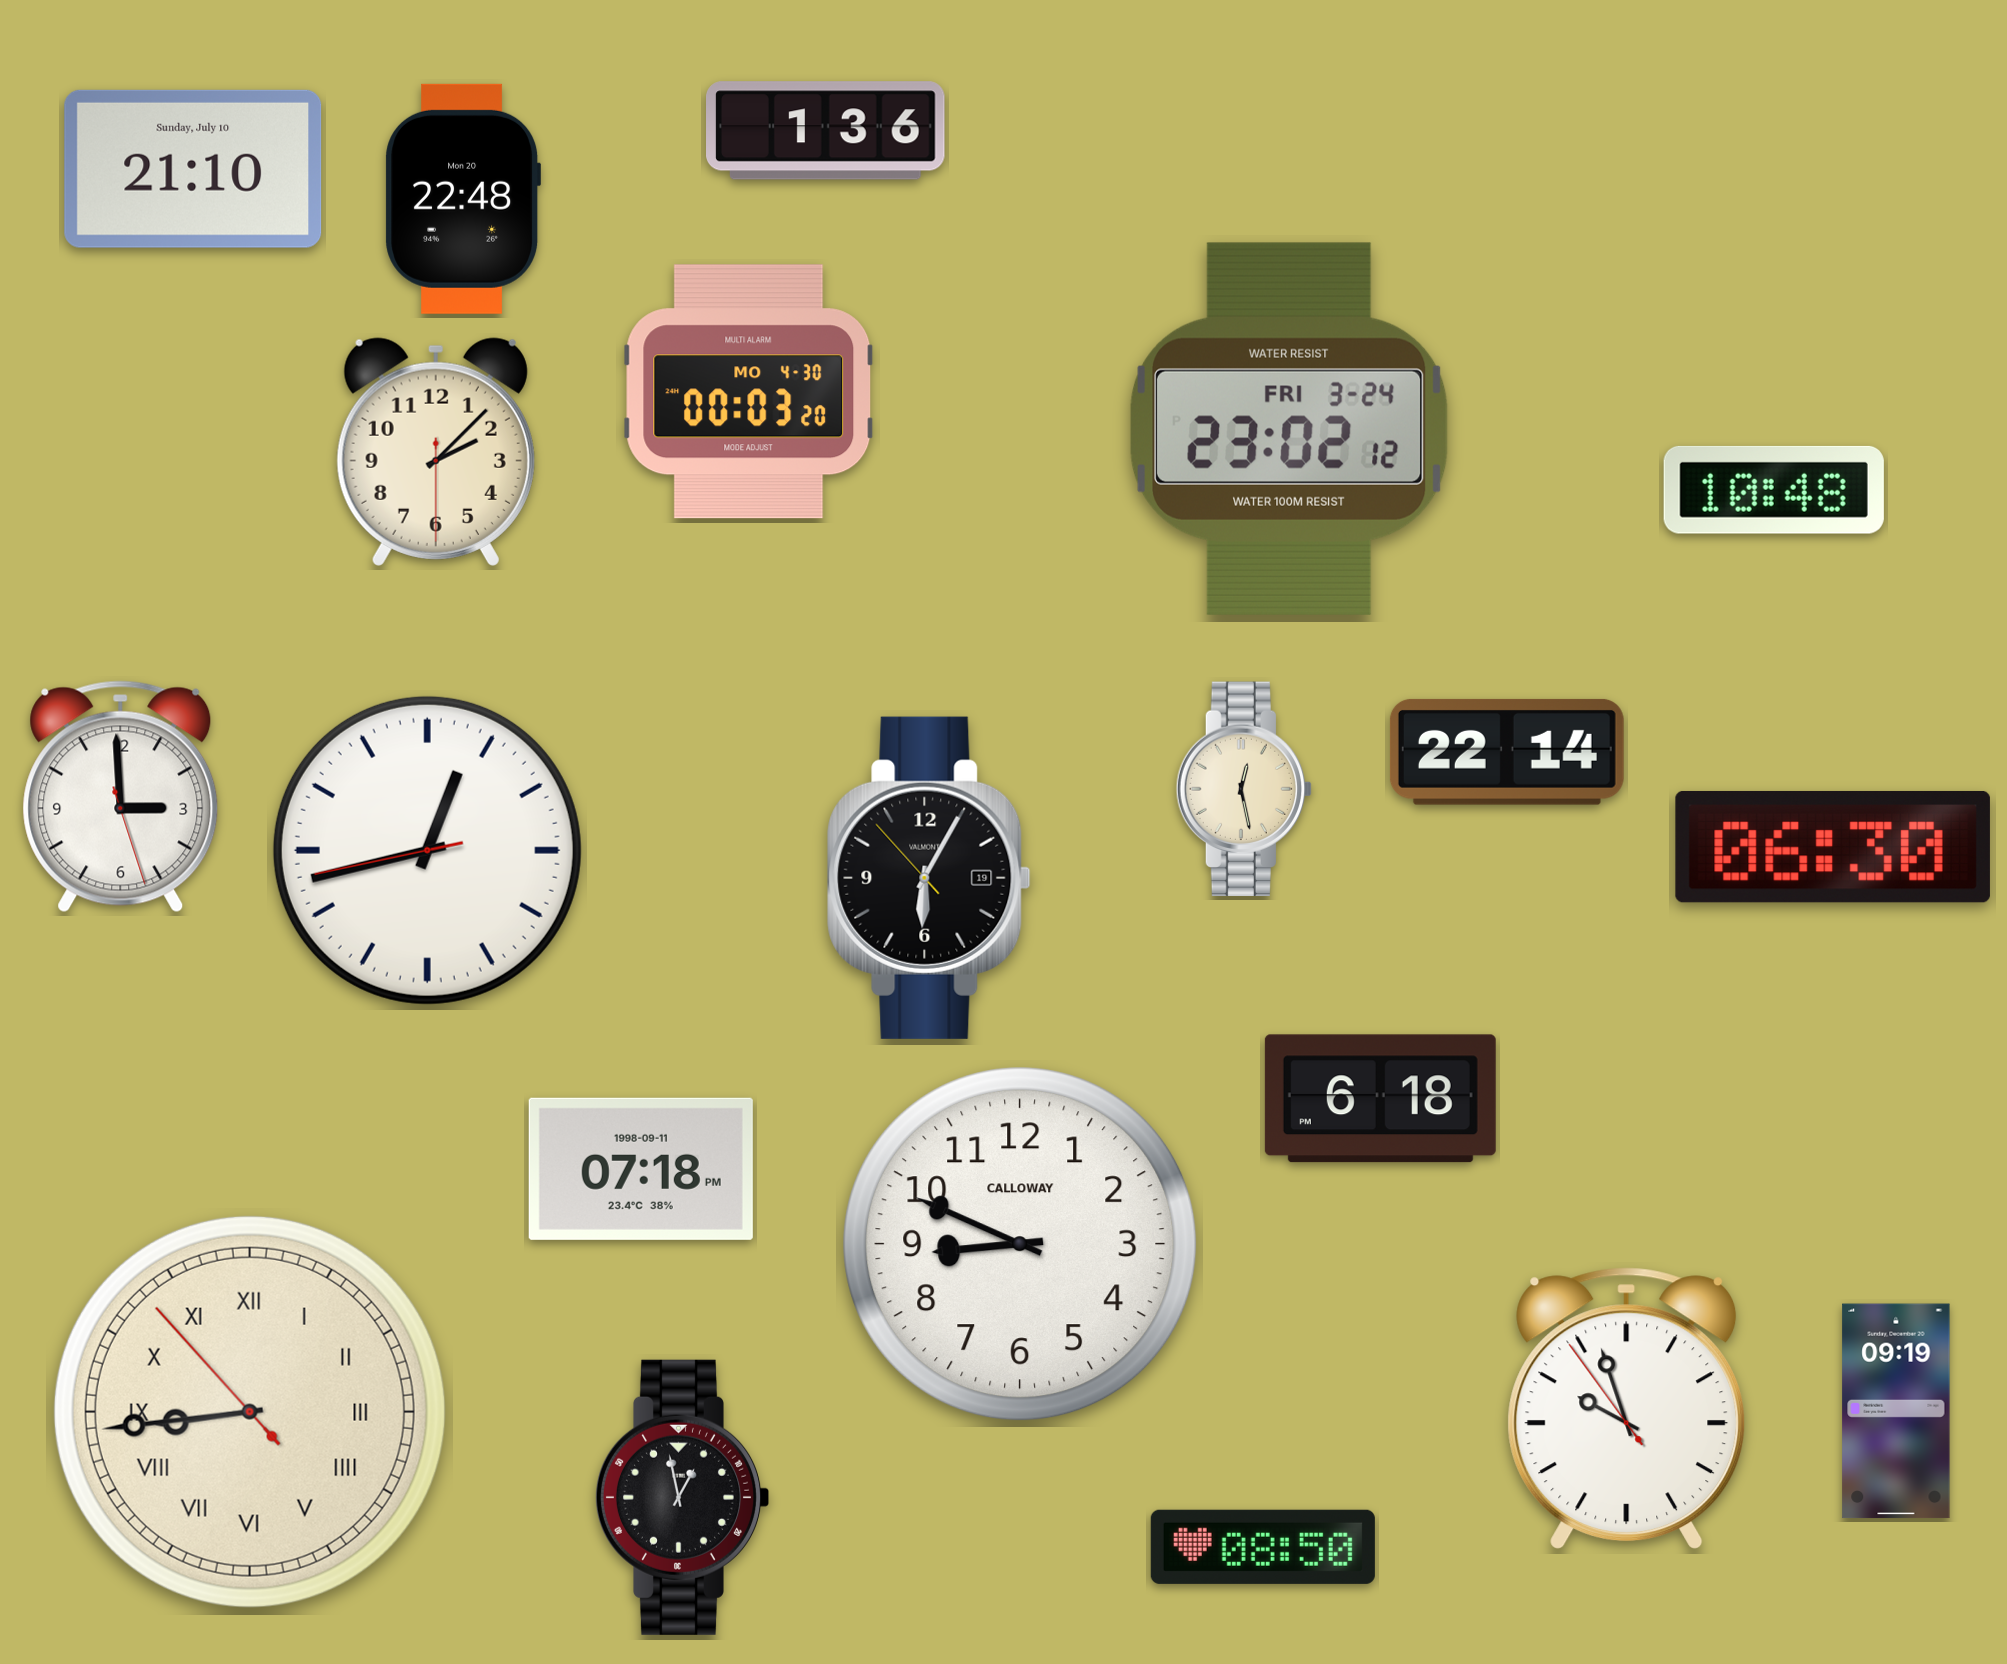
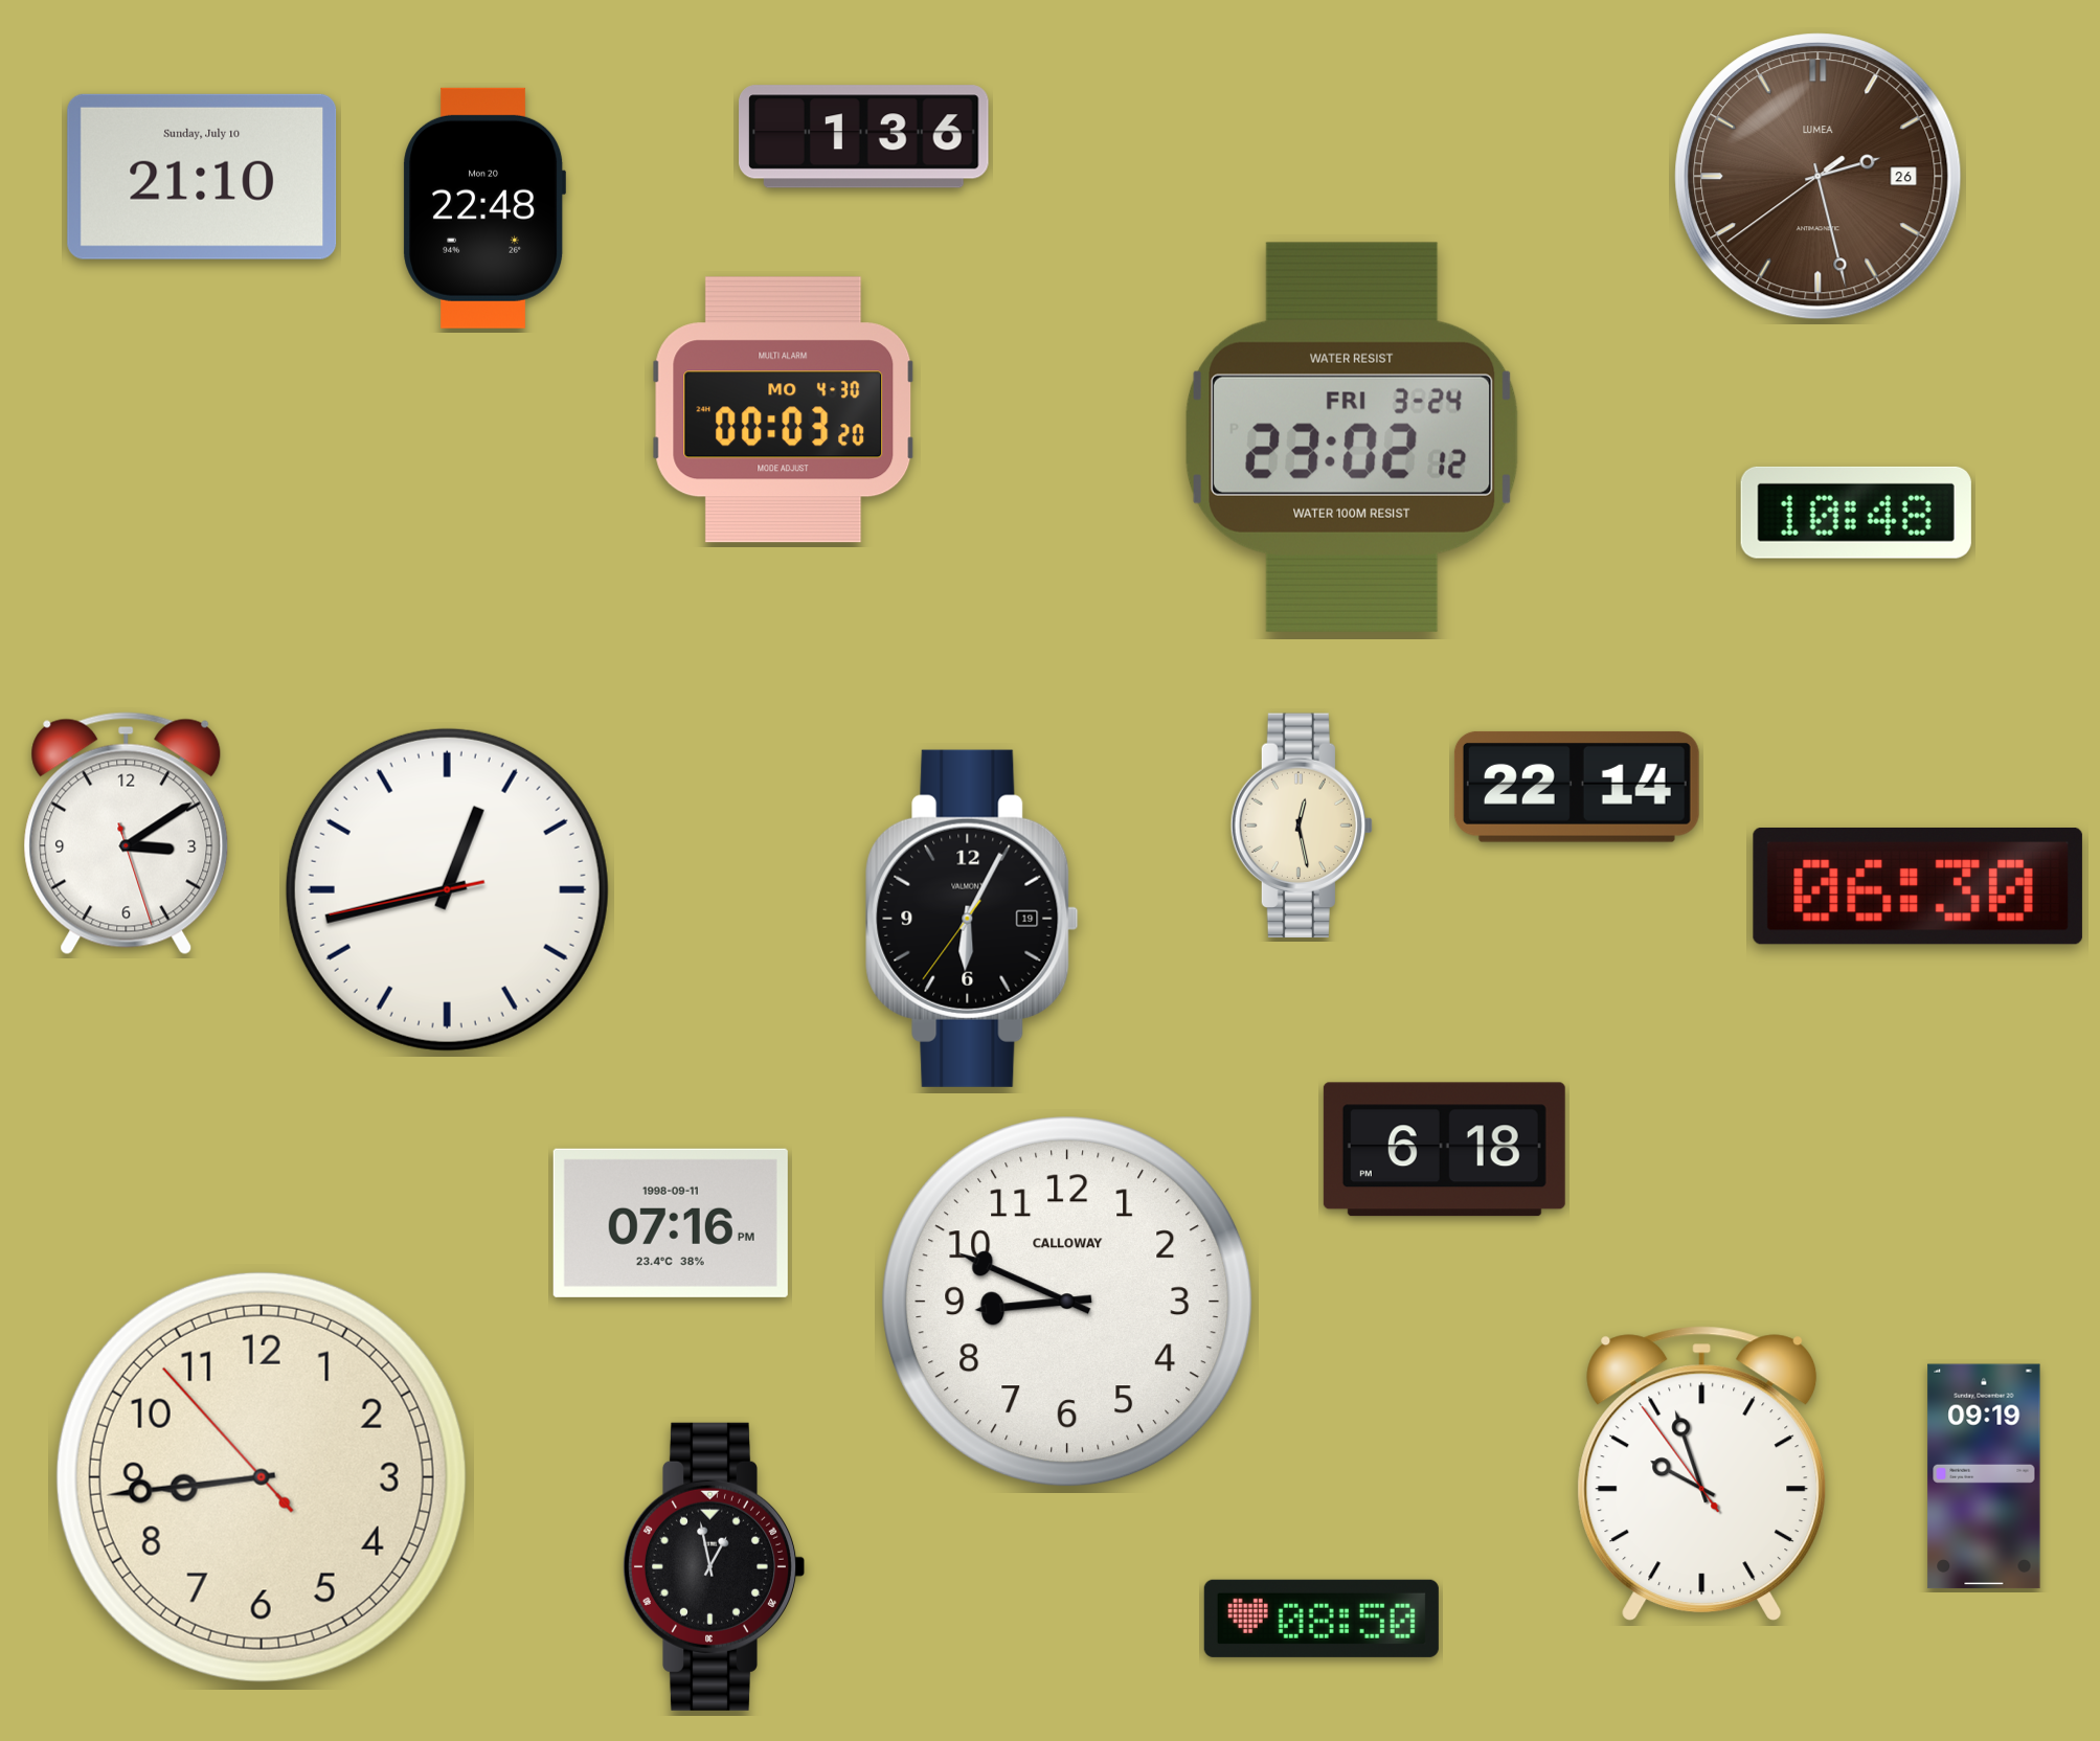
clock at (1819, 177): none -> 2:27
clock at (1289, 429) position: (1289, 429) -> (1352, 437)
clock at (436, 452): 2:07 -> none
clock at (121, 797): 2:59 -> 3:09
clock at (929, 878): 6:04:53 -> 6:04:36
clock at (641, 1169): 07:18 -> 07:16
clock at (250, 1412) numerals: Roman -> Arabic
